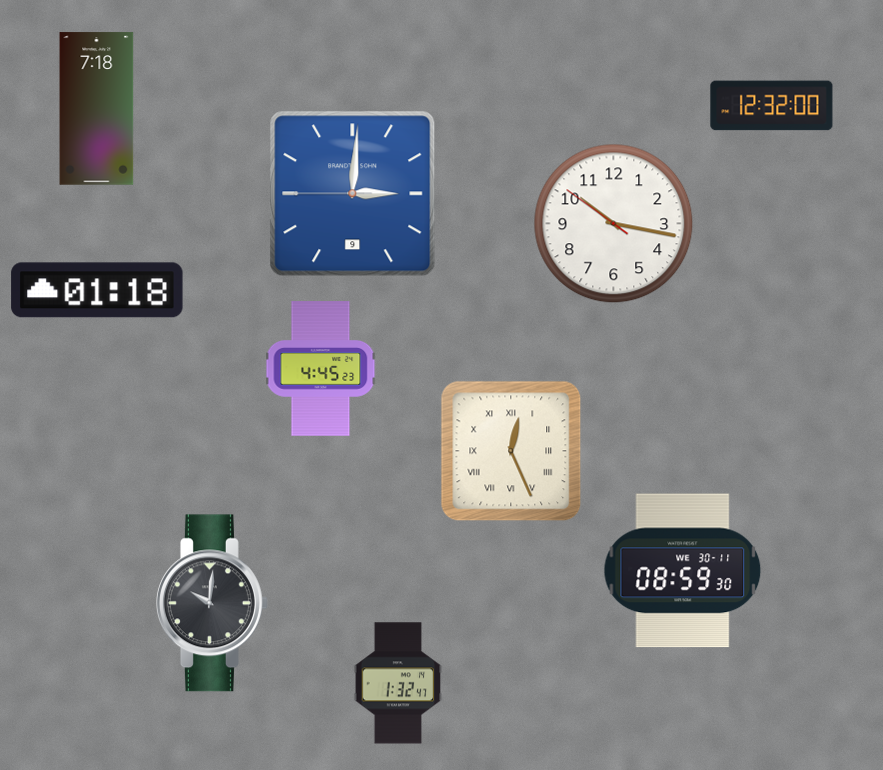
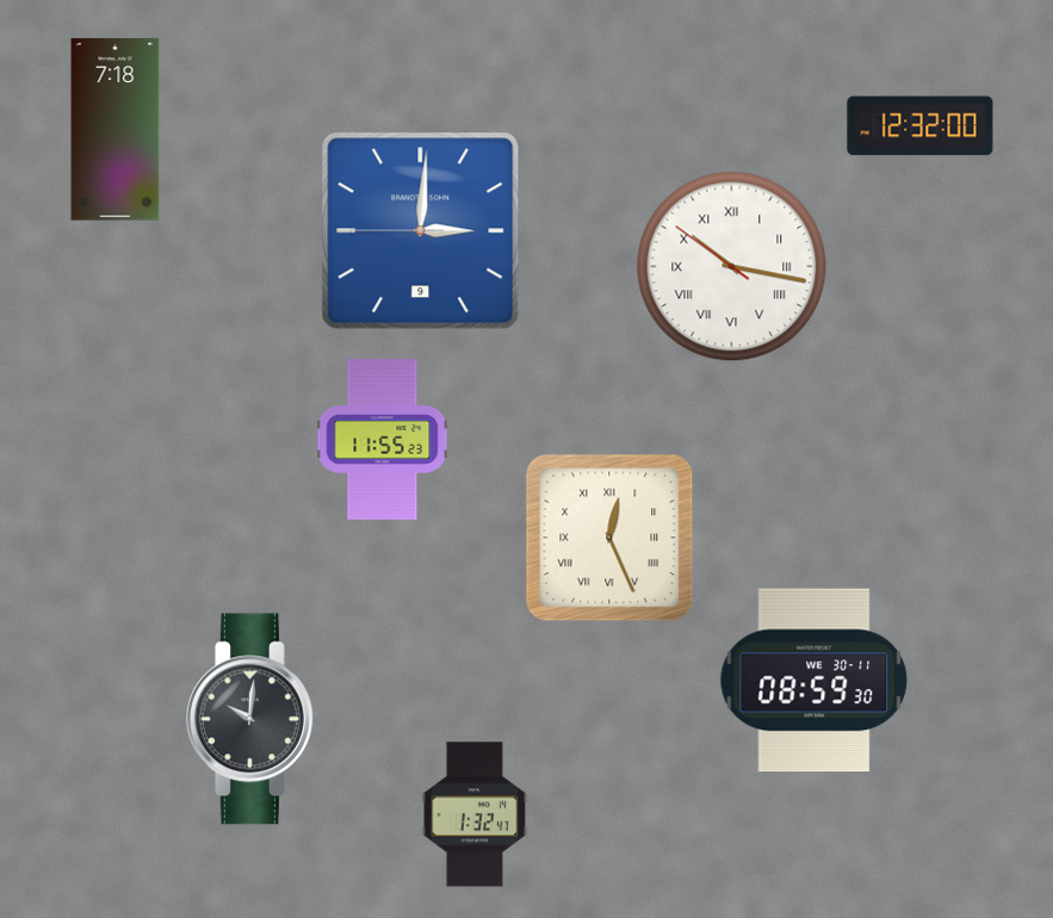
clock at (614, 224) numerals: Arabic -> Roman
clock at (97, 290): 01:18 -> none
clock at (321, 369): 4:45 -> 11:55
